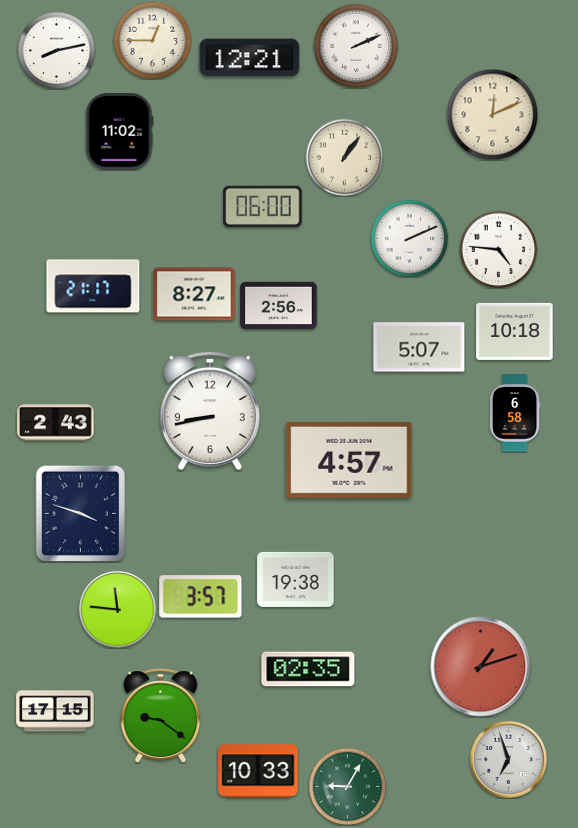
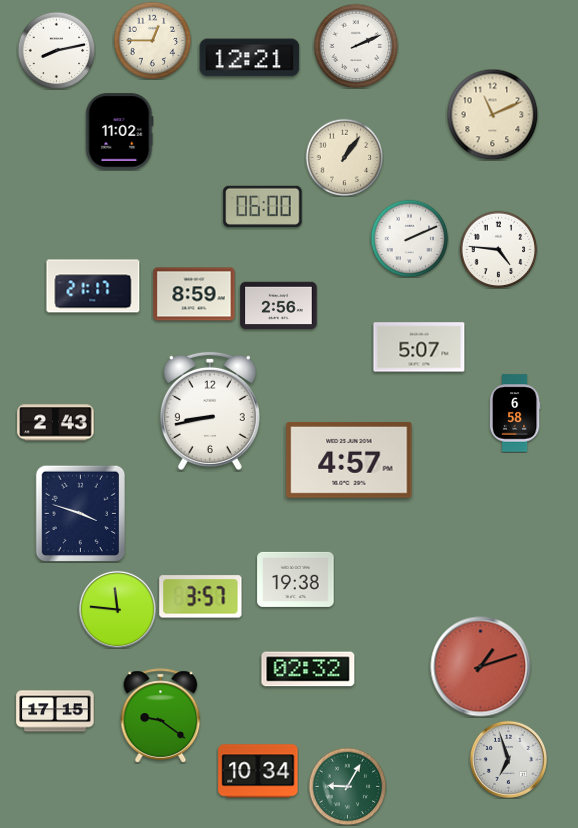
clock at (492, 114): 12:11 -> 11:11
clock at (194, 294): 8:27 -> 8:59
clock at (515, 331): 10:18 -> none
clock at (308, 669): 02:35 -> 02:32
clock at (258, 771): 10:33 -> 10:34
